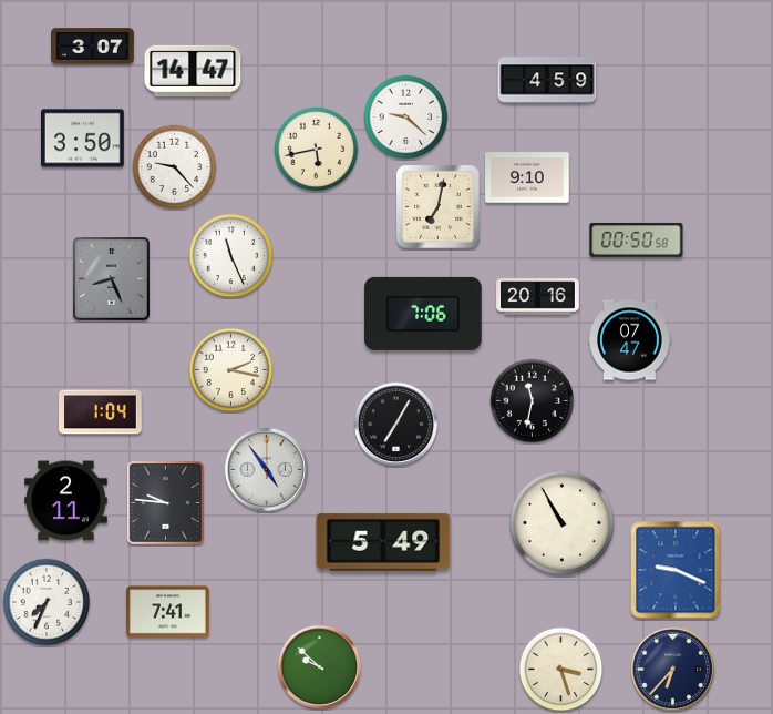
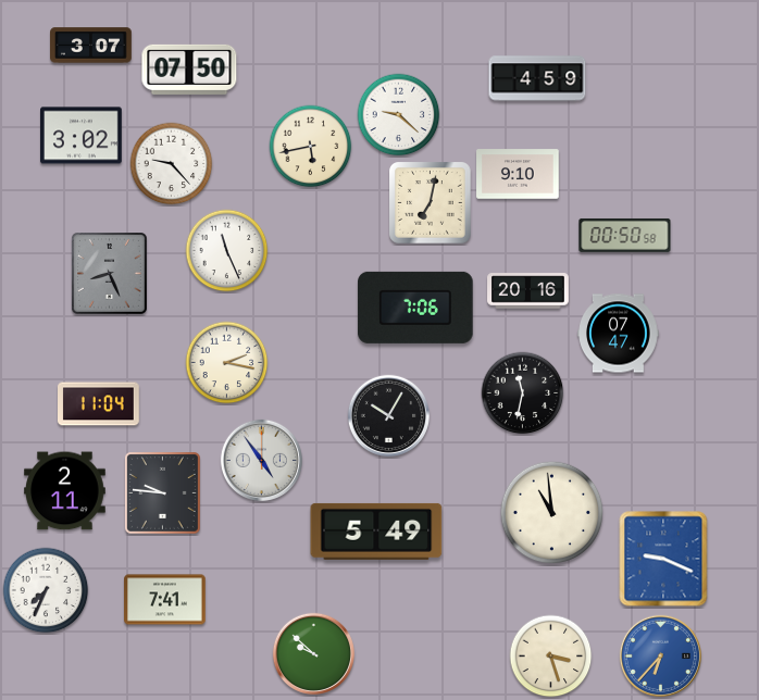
clock at (193, 71): 14:47 -> 07:50
clock at (83, 139): 3:50 -> 3:02
clock at (101, 412): 1:04 -> 11:04
clock at (395, 424): 7:05 -> 10:05
clock at (563, 523): 10:55 -> 10:59
clock at (672, 669) dial: navy -> blue
